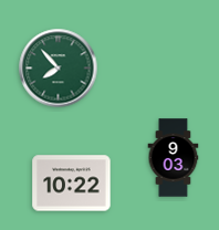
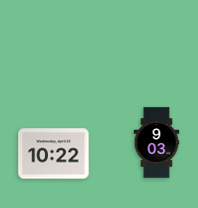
clock at (59, 69): 7:53 -> none
clock at (72, 184) position: (72, 184) -> (54, 154)
